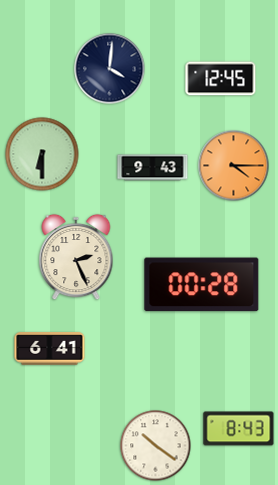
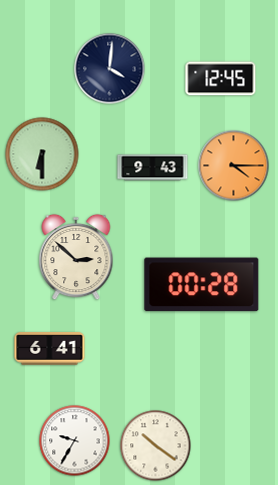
clock at (76, 257): 2:26 -> 2:52
clock at (239, 429): 8:43 -> none
clock at (75, 441): none -> 9:35
